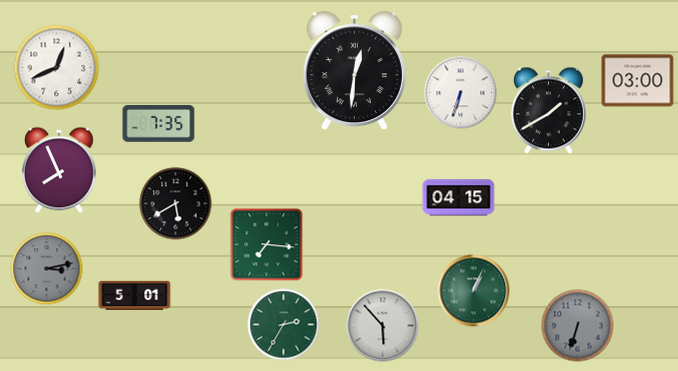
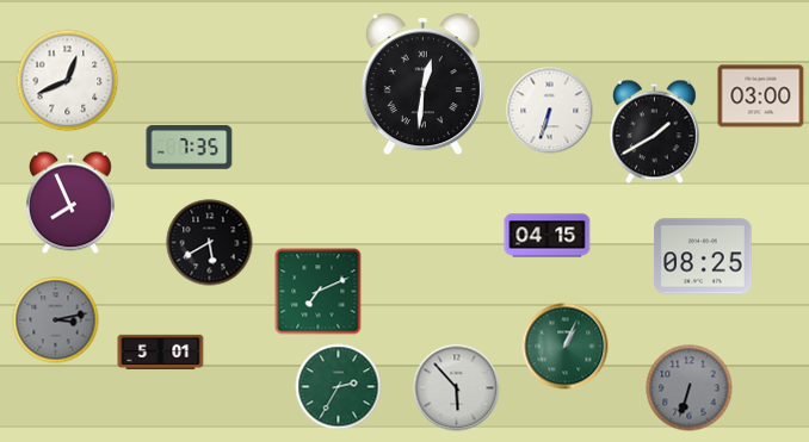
clock at (703, 256): none -> 08:25
clock at (267, 245): 7:16 -> 7:11
